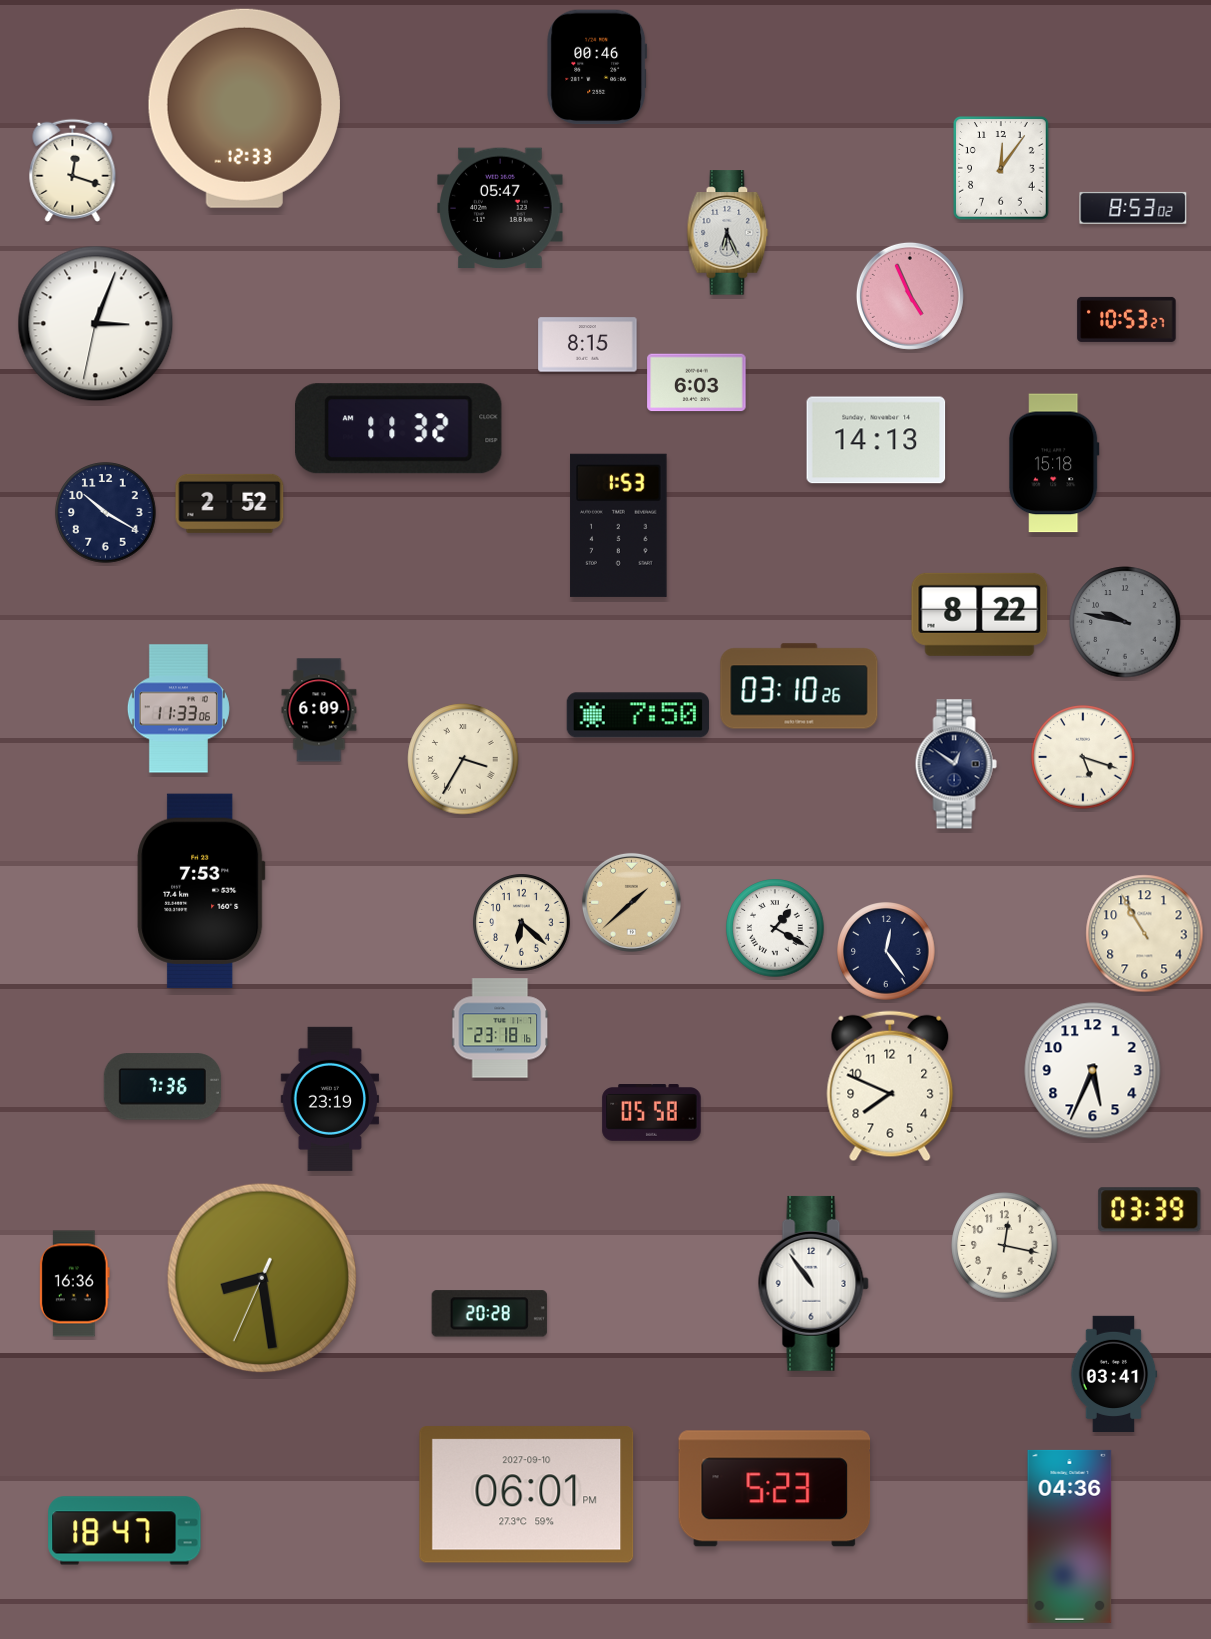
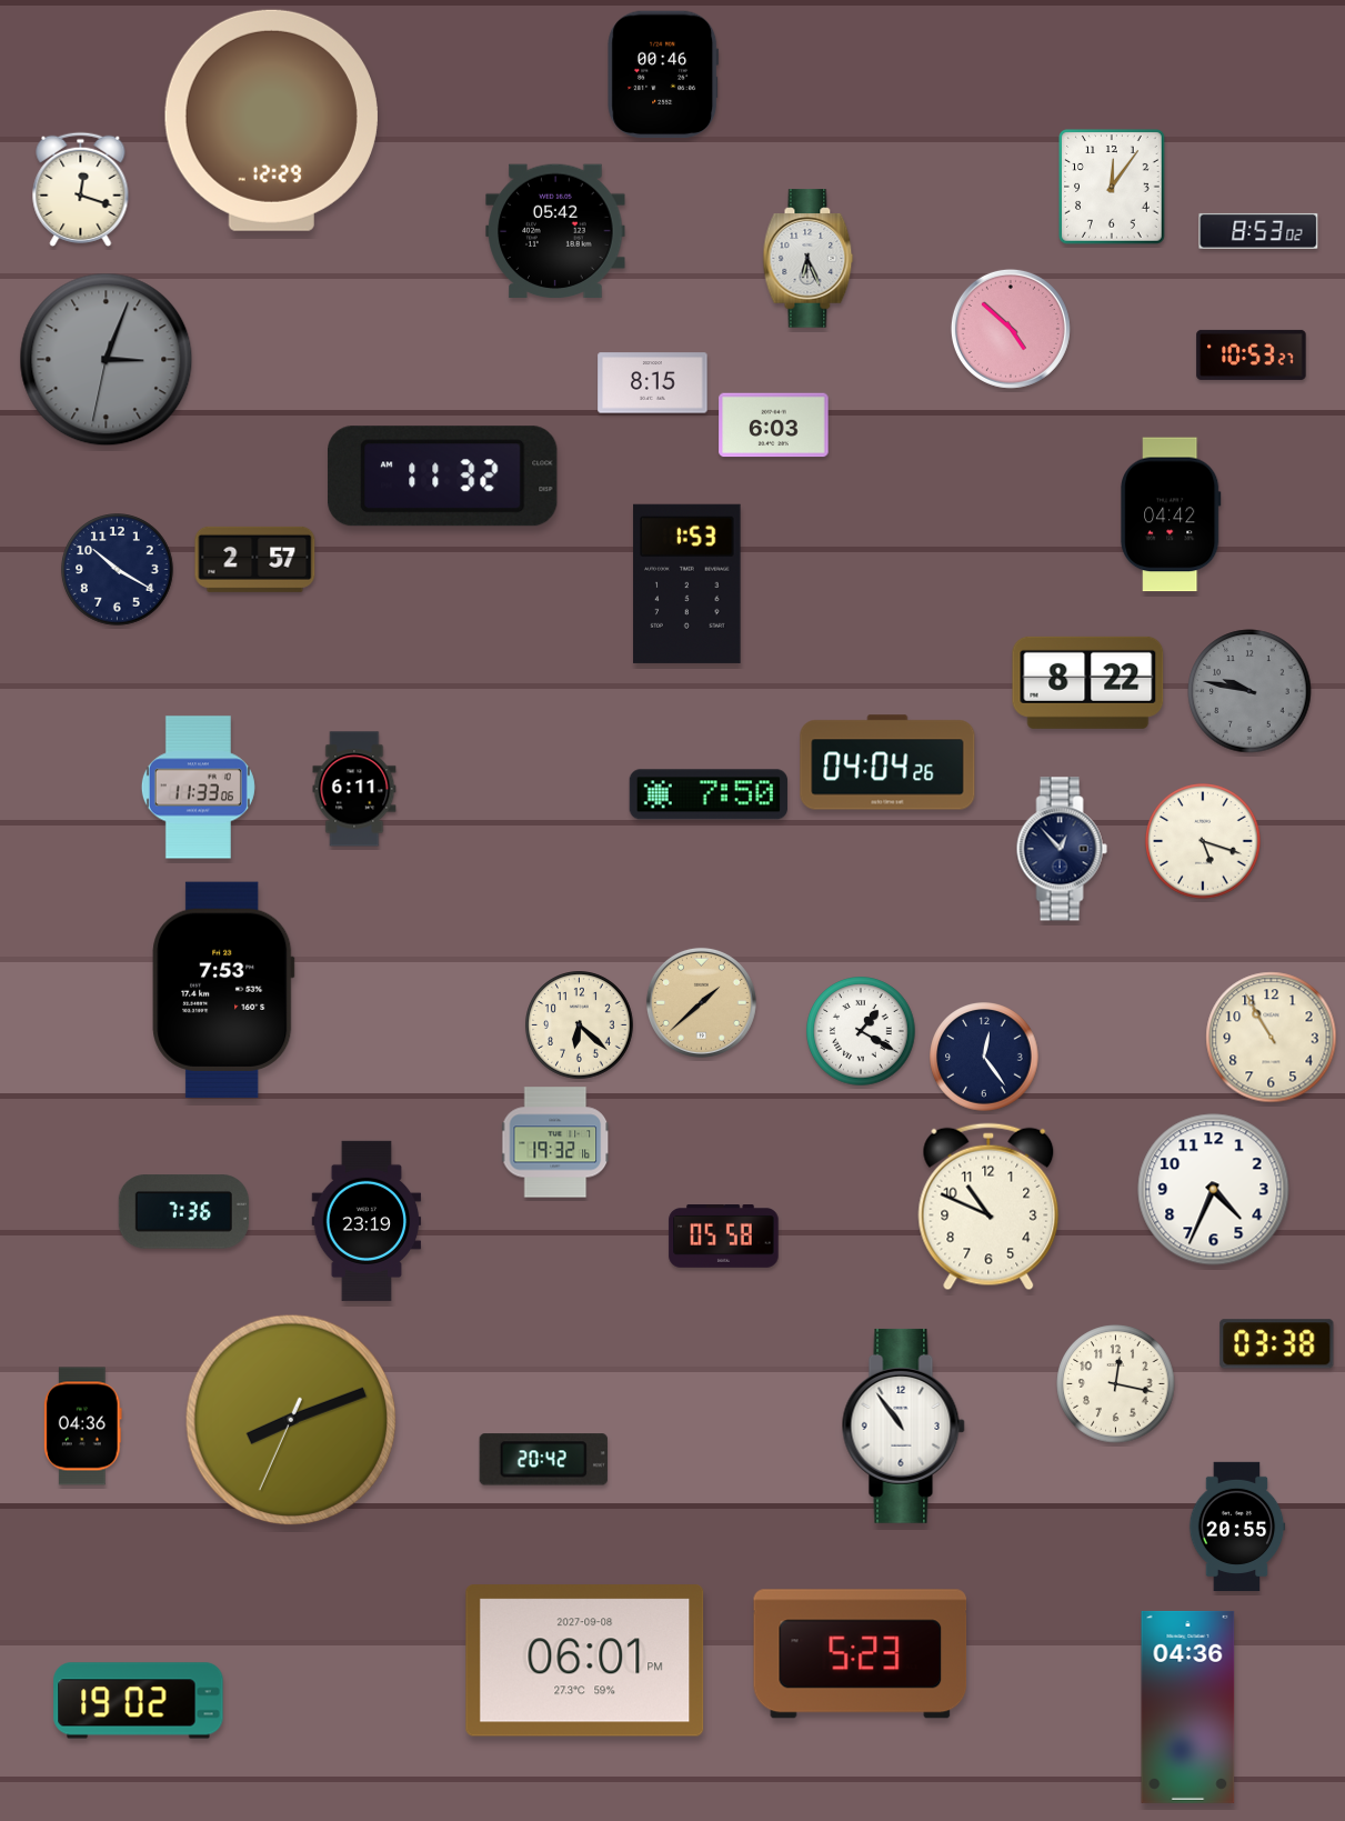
clock at (244, 108): 12:33 -> 12:29
clock at (500, 208): 05:47 -> 05:42
clock at (910, 296): 4:56 -> 4:52
clock at (96, 324) dial: white -> grey
clock at (876, 440): 14:13 -> none
clock at (1055, 463): 15:18 -> 04:42
clock at (230, 503): 2:52 -> 2:57
clock at (799, 686): 03:10 -> 04:04
clock at (319, 710): 6:09 -> 6:11
clock at (463, 759): 3:35 -> none
clock at (956, 764): 12:51 -> 12:53
clock at (501, 1028): 23:18 -> 19:32
clock at (1093, 1071): 5:34 -> 4:34
clock at (890, 1086): 7:49 -> 10:49
clock at (162, 1087) position: (162, 1087) -> (183, 1212)
clock at (1150, 1210): 03:39 -> 03:38
clock at (262, 1278): 8:28 -> 8:11
clock at (74, 1284): 16:36 -> 04:36
clock at (489, 1314): 20:28 -> 20:42
clock at (1114, 1373): 03:41 -> 20:55
clock at (527, 1495) date: 2027-09-10 -> 2027-09-08
clock at (125, 1531): 18:47 -> 19:02
